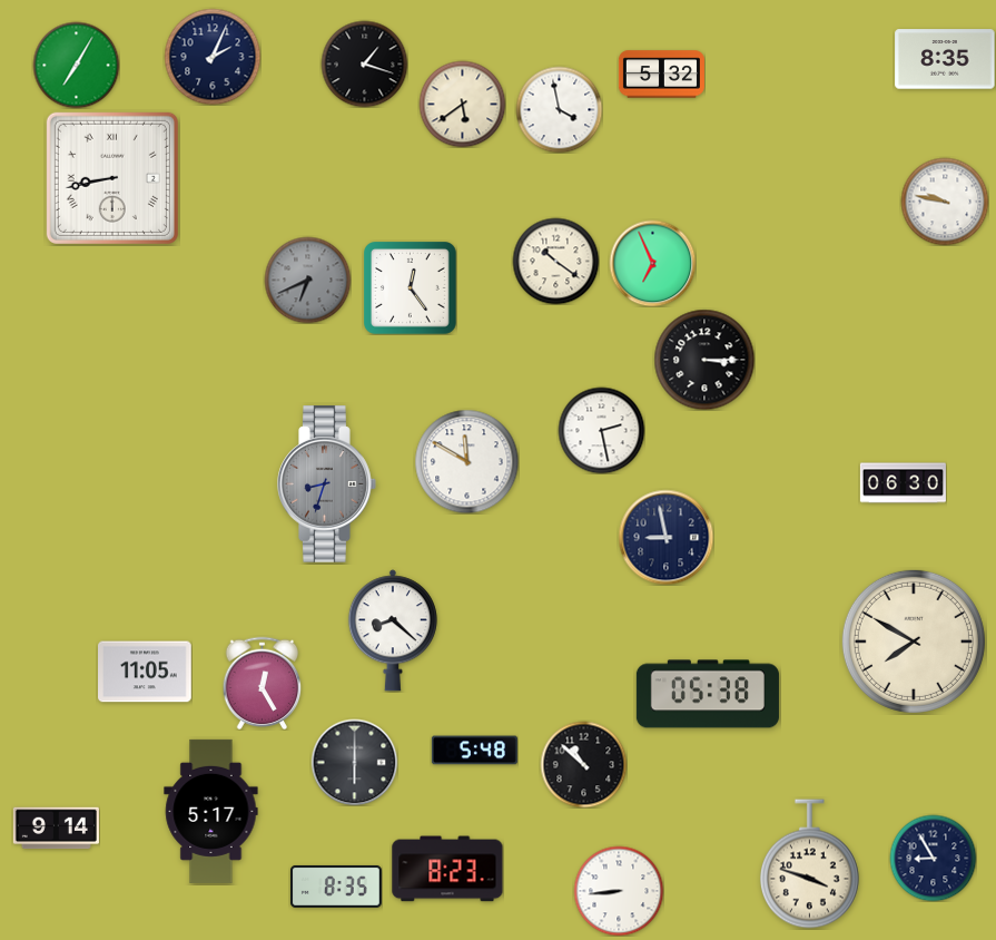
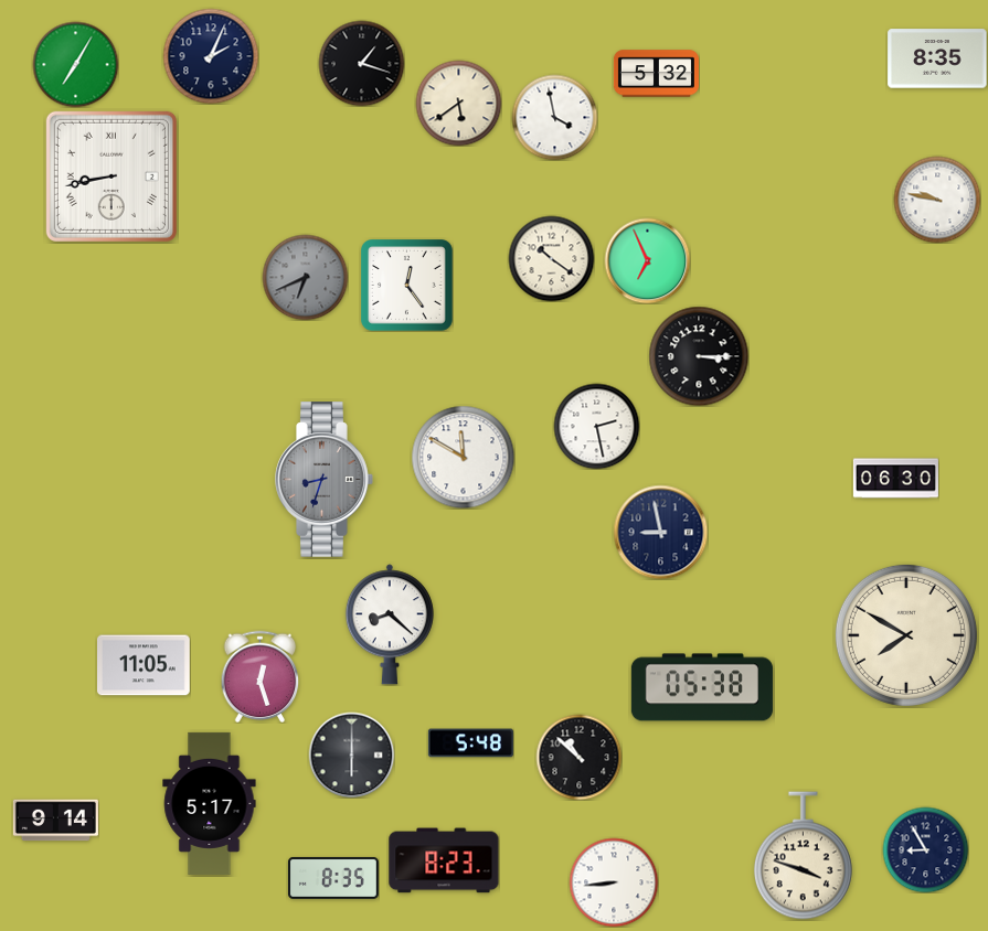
clock at (559, 109) position: (559, 109) -> (554, 117)
clock at (263, 683): 12:25 -> 12:27
